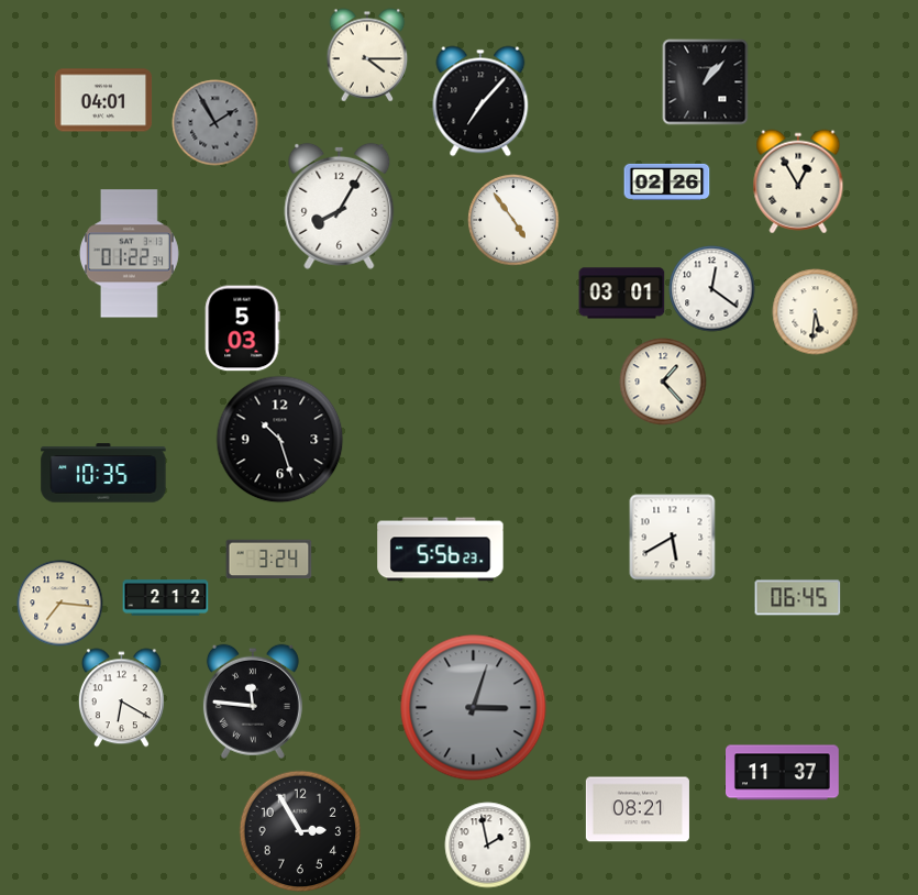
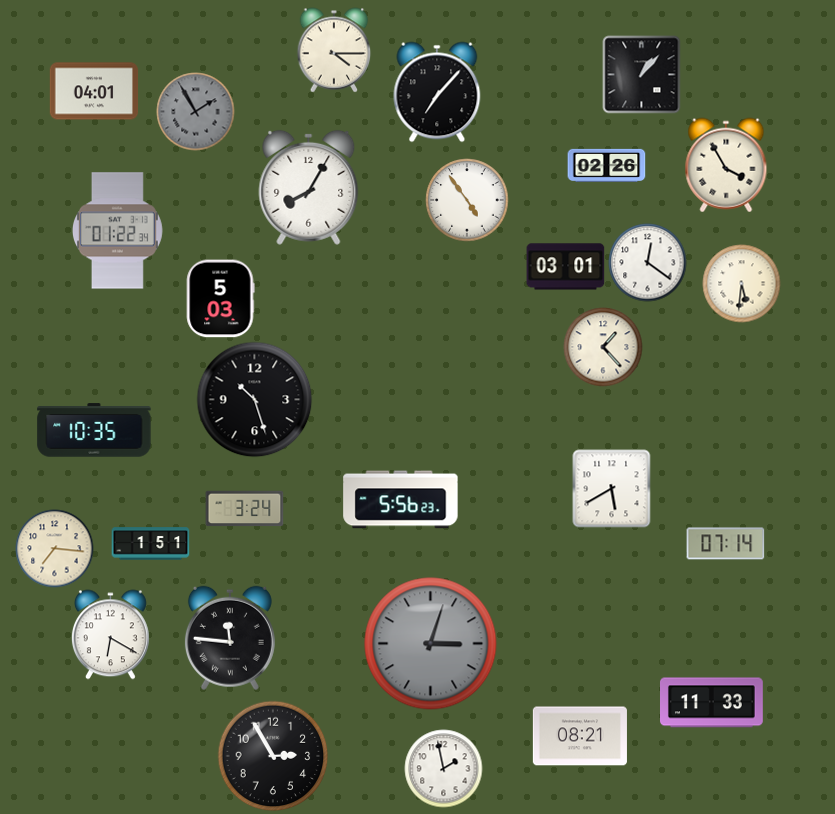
clock at (798, 181): 12:55 -> 3:55
clock at (165, 598): 2:12 -> 1:51
clock at (797, 598): 06:45 -> 07:14
clock at (783, 773): 11:37 -> 11:33
